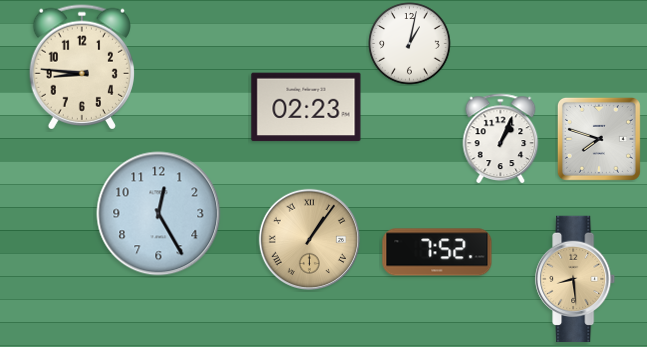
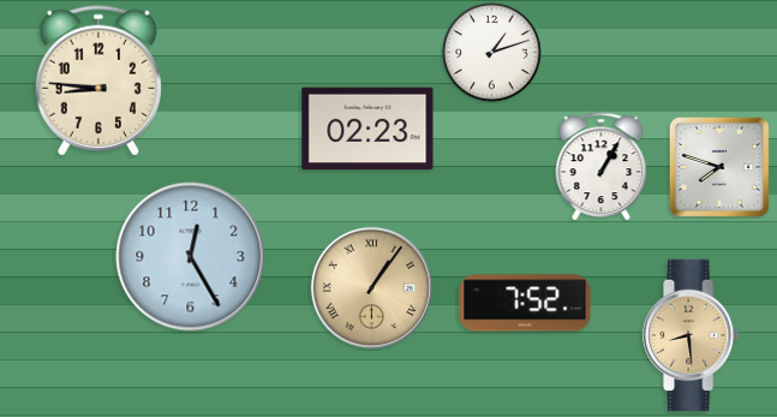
clock at (410, 44): 1:02 -> 1:12
clock at (501, 139): 1:04 -> 1:05
